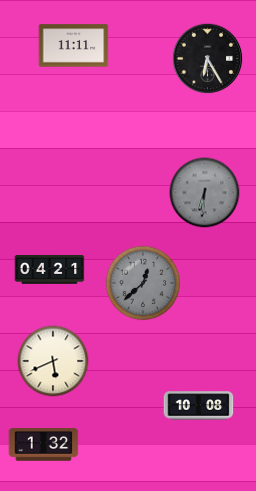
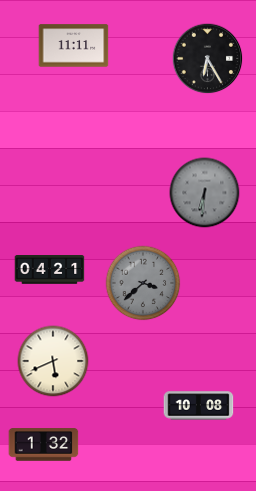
clock at (143, 283): 12:38 -> 3:38
